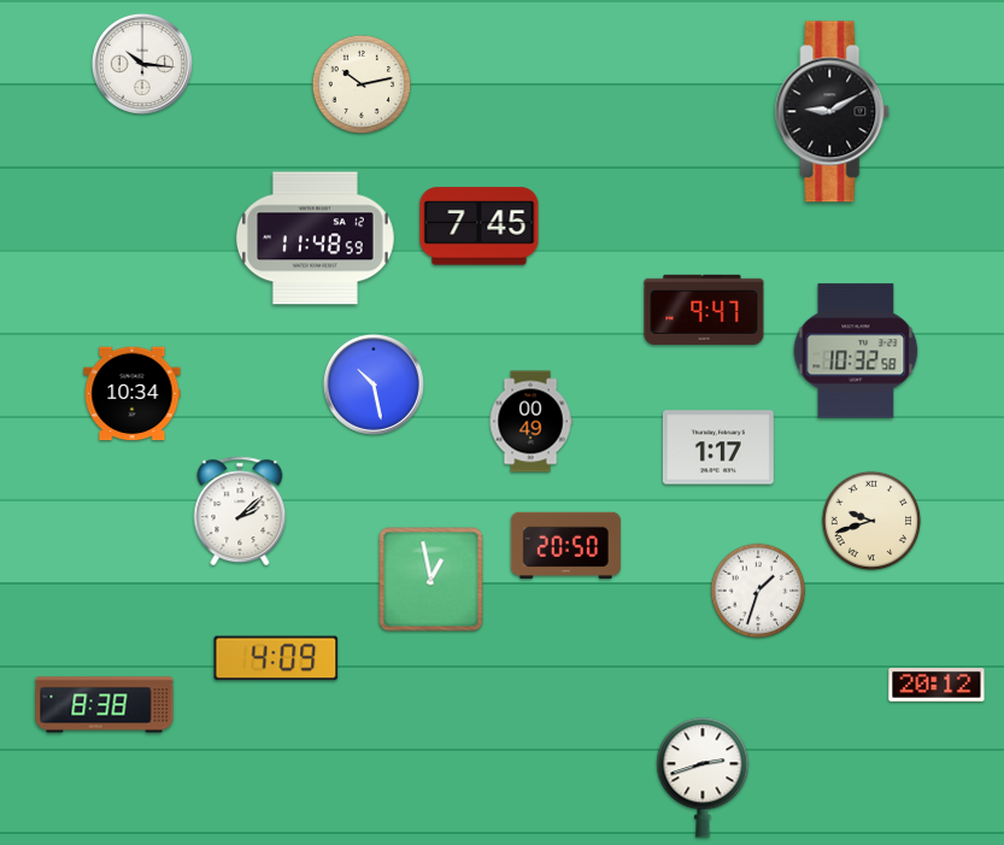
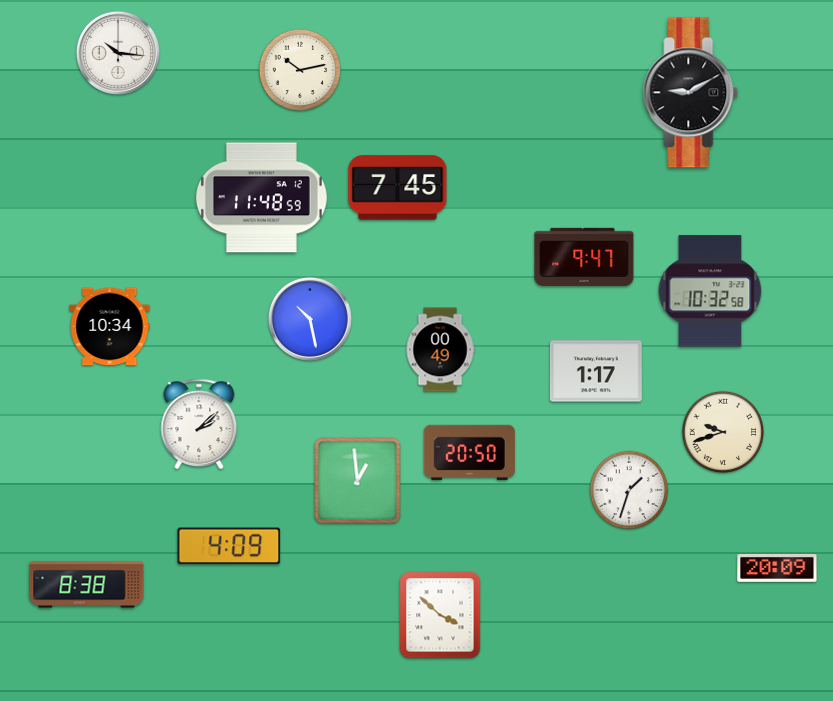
clock at (431, 580): 12:58 -> 12:59
clock at (937, 686): 20:12 -> 20:09
clock at (440, 615): none -> 3:52
clock at (703, 777): 2:42 -> none
